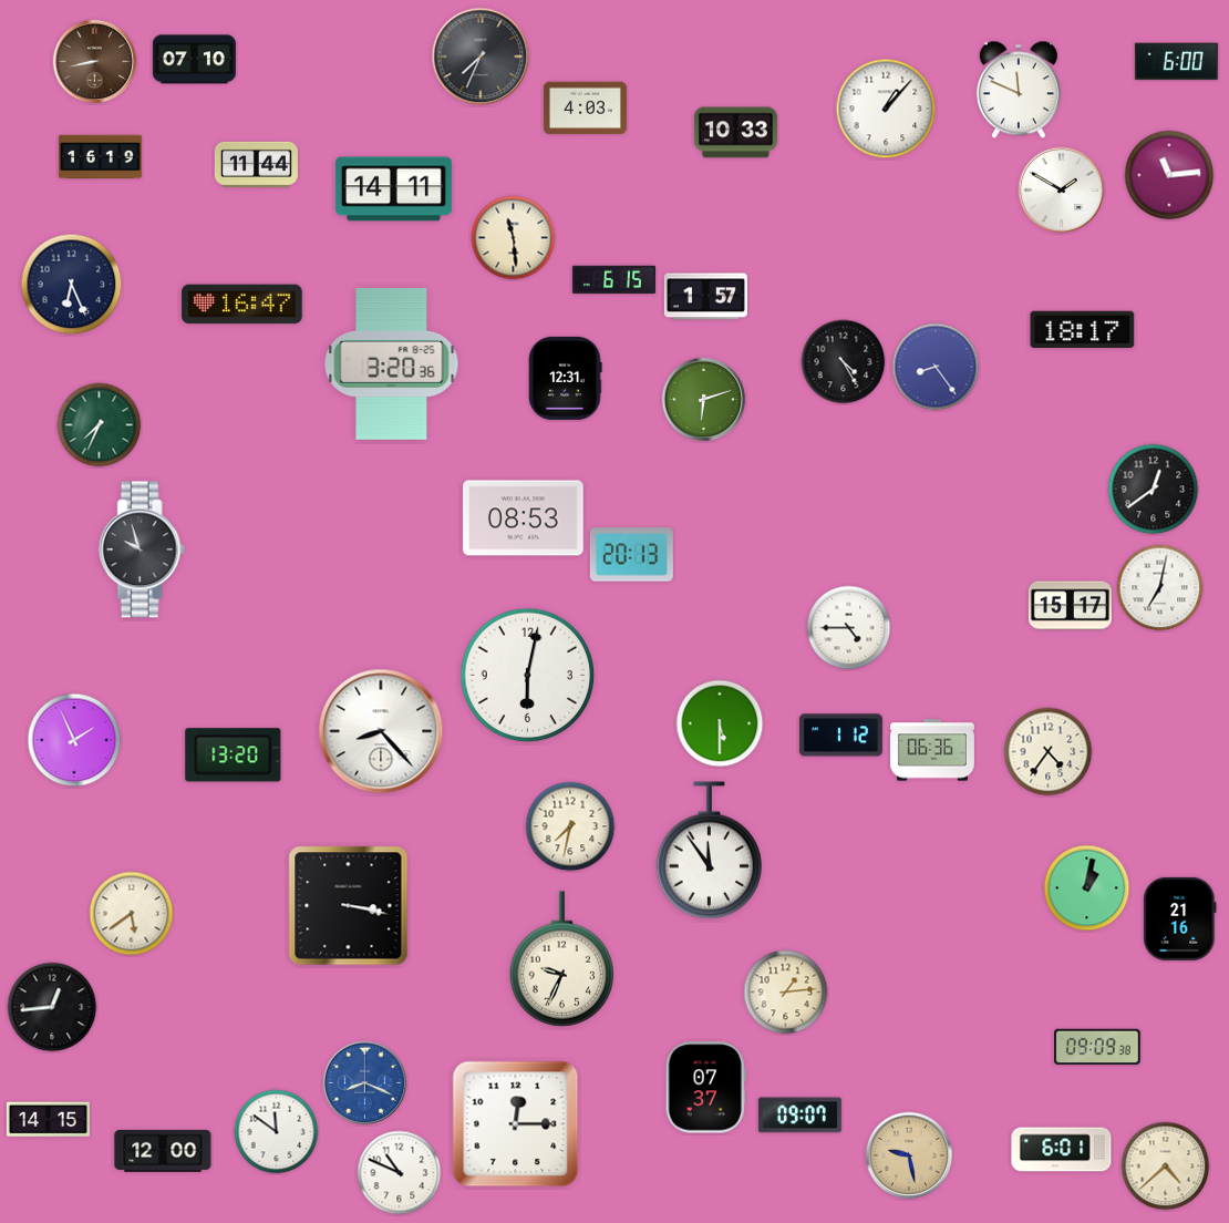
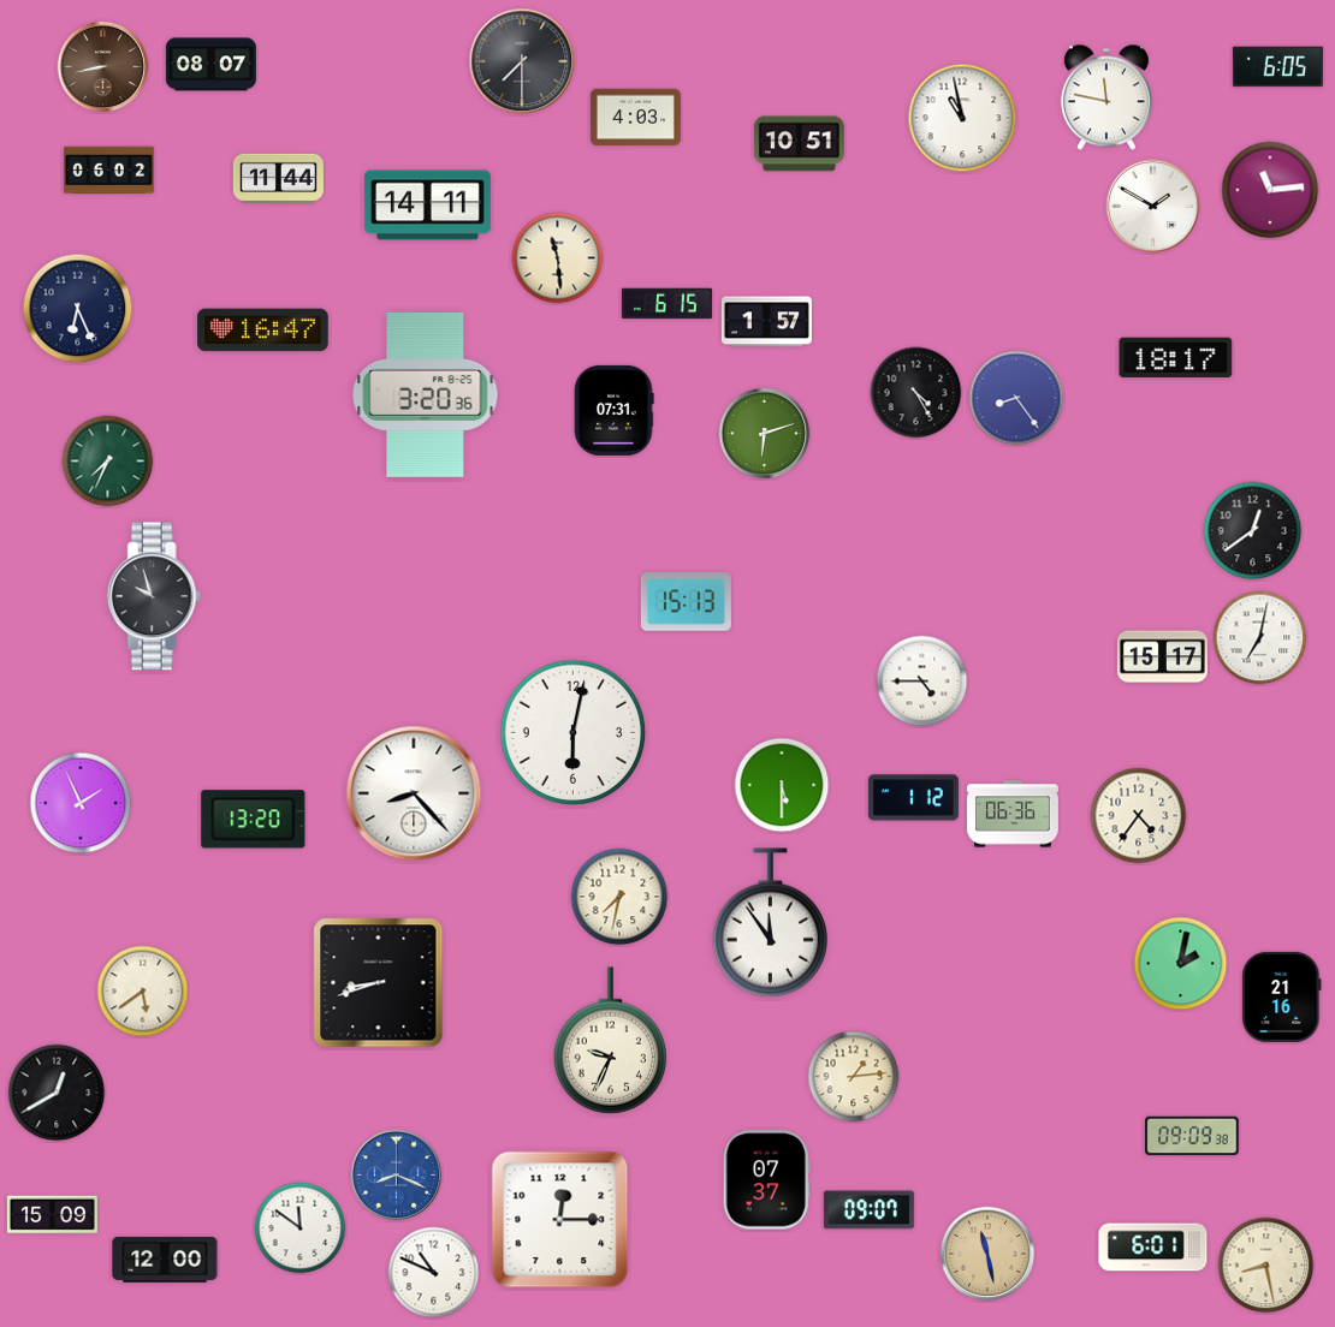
clock at (481, 56): 7:34 -> 7:30
clock at (194, 60): 07:10 -> 08:07
clock at (1176, 62): 6:00 -> 6:05
clock at (1019, 90): 11:49 -> 11:47
clock at (886, 109): 1:07 -> 10:58
clock at (735, 133): 10:33 -> 10:51
clock at (100, 157): 16:19 -> 06:02
clock at (566, 378): 12:31 -> 07:31
clock at (524, 518): 08:53 -> none
clock at (631, 555): 20:13 -> 15:13
clock at (1087, 888): 1:02 -> 2:02
clock at (349, 906): 3:17 -> 8:42
clock at (52, 1007): 12:44 -> 12:40
clock at (48, 1120): 14:15 -> 15:09
clock at (163, 1151) position: (163, 1151) -> (165, 1260)
clock at (909, 1155): 9:28 -> 11:28
clock at (1166, 1167): 4:38 -> 8:28
